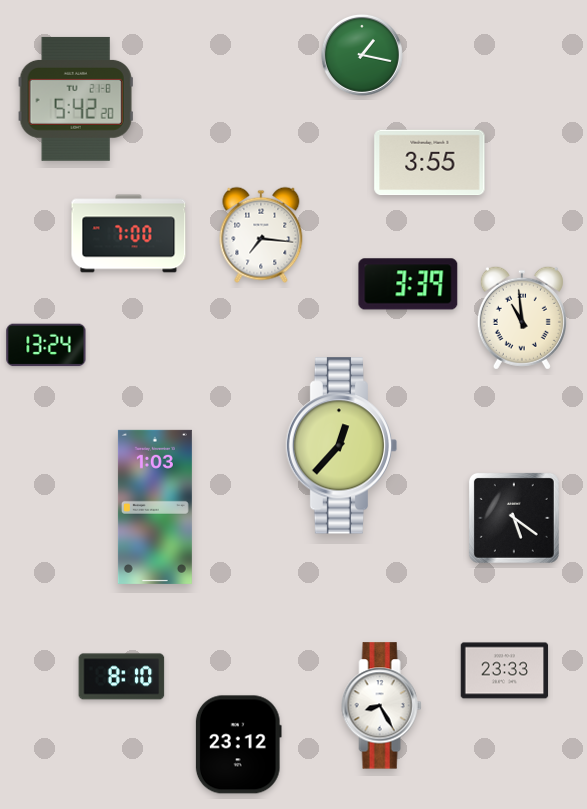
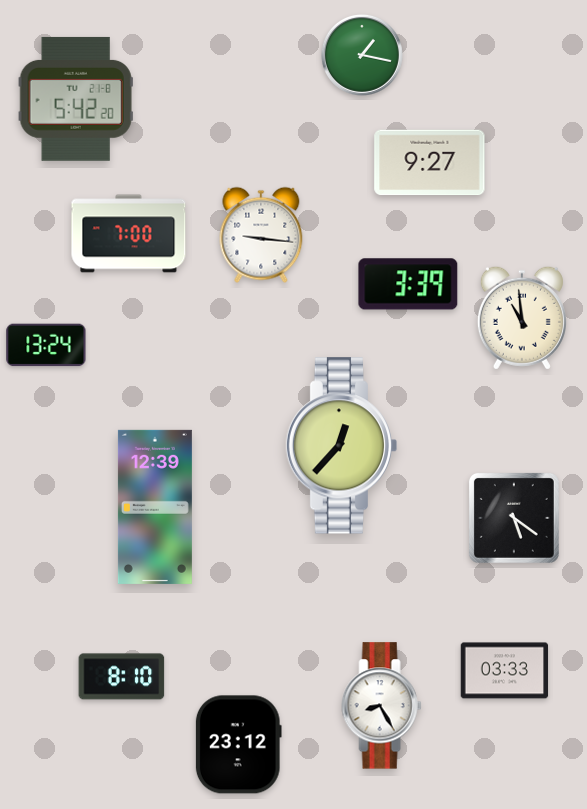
clock at (430, 163): 3:55 -> 9:27
clock at (261, 235): 7:16 -> 9:16
clock at (155, 507): 1:03 -> 12:39
clock at (505, 671): 23:33 -> 03:33
